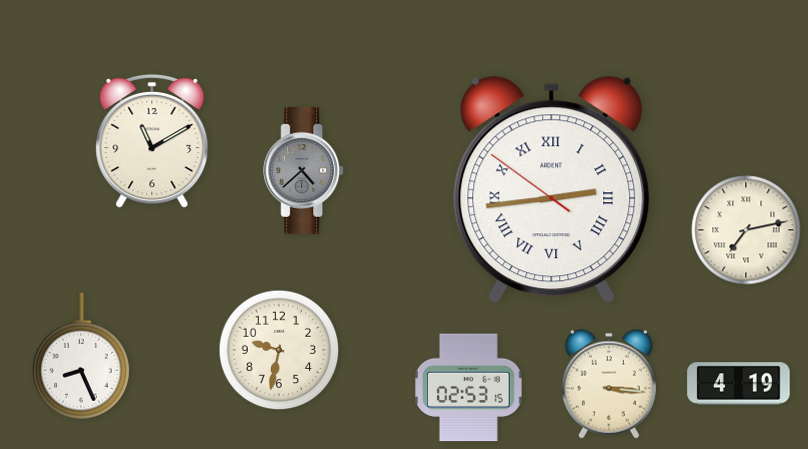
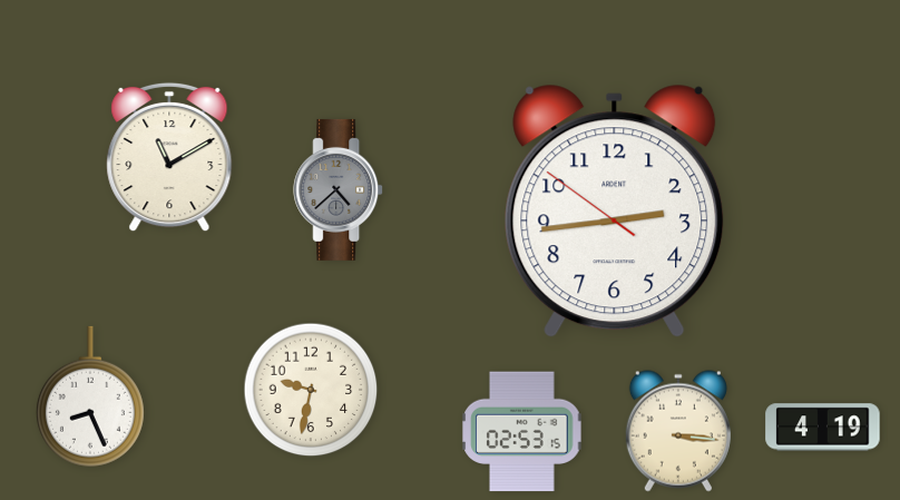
clock at (552, 189) numerals: Roman -> Arabic
clock at (746, 230): 7:13 -> none
clock at (609, 384) position: (609, 384) -> (678, 431)
